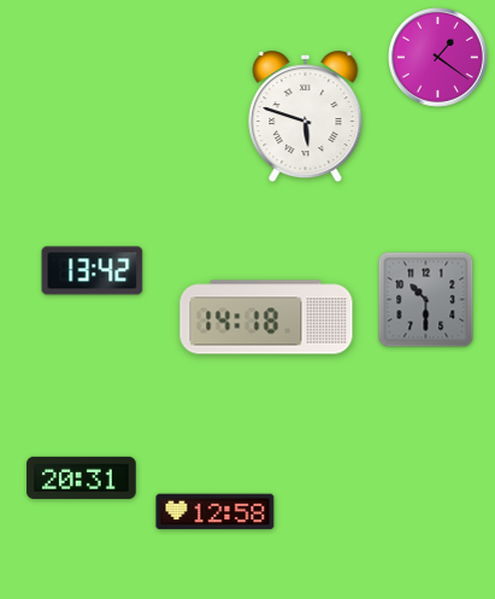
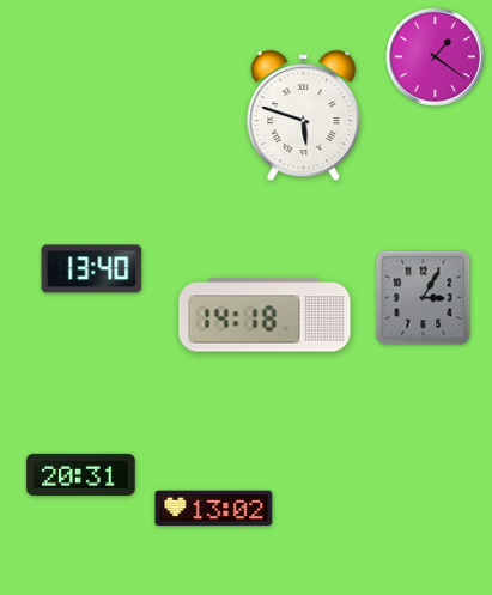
clock at (93, 271): 13:42 -> 13:40
clock at (426, 300): 10:30 -> 3:05
clock at (216, 512): 12:58 -> 13:02
